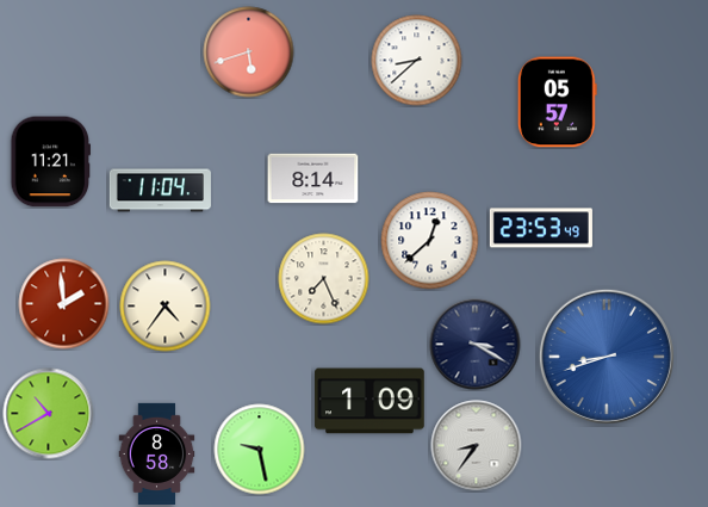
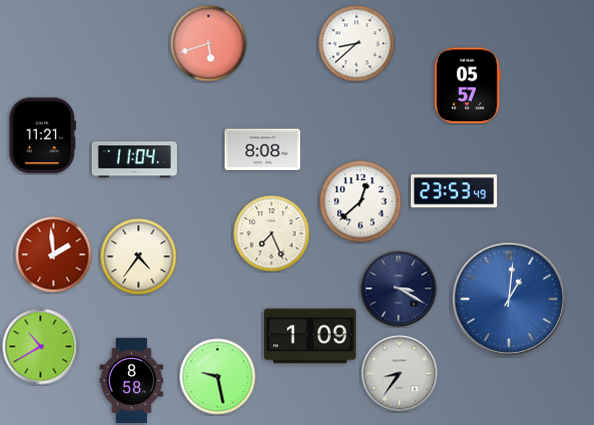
clock at (417, 61) position: (417, 61) -> (357, 44)
clock at (313, 179): 8:14 -> 8:08
clock at (607, 357): 8:42 -> 1:01
